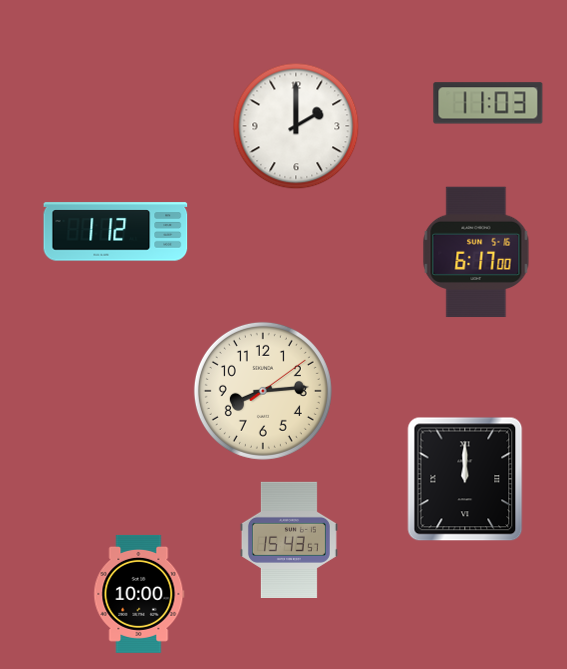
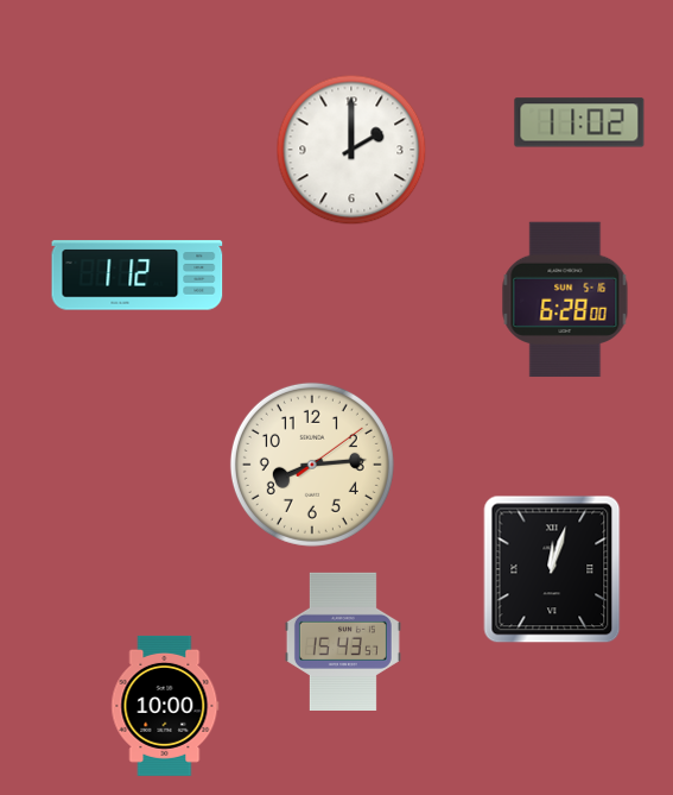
clock at (488, 103): 11:03 -> 11:02
clock at (476, 252): 6:17 -> 6:28
clock at (465, 479): 12:00 -> 12:03
